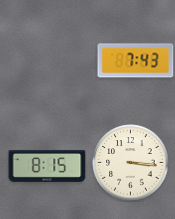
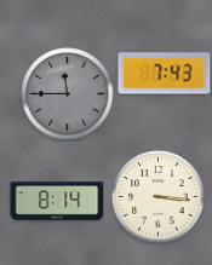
clock at (68, 94): none -> 11:45
clock at (47, 166): 8:15 -> 8:14
